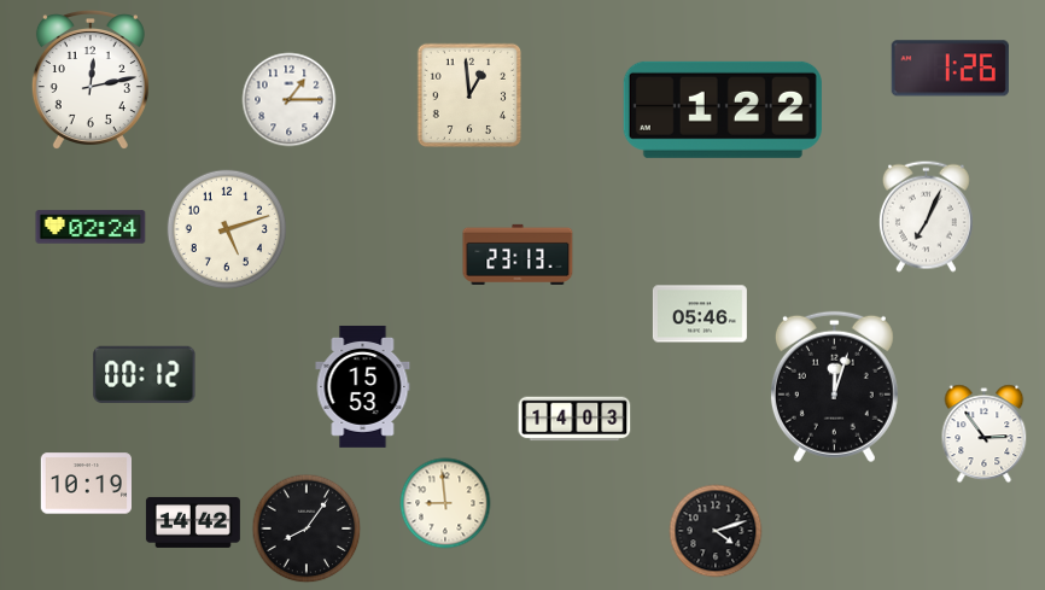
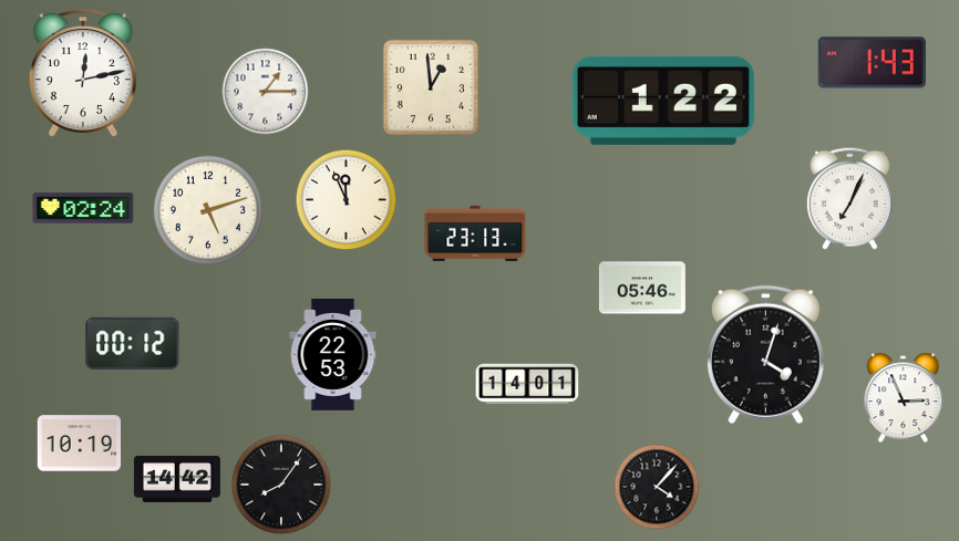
clock at (950, 69): 1:26 -> 1:43
clock at (347, 200): none -> 11:56
clock at (363, 386): 15:53 -> 22:53
clock at (834, 387): 12:03 -> 4:03
clock at (574, 419): 14:03 -> 14:01
clock at (985, 434): 2:54 -> 2:56
clock at (445, 503): 8:59 -> none
clock at (716, 531): 4:12 -> 4:07
